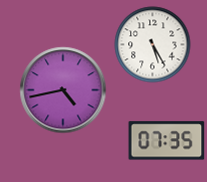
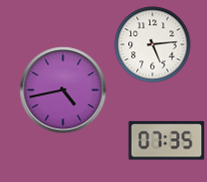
clock at (153, 45): 5:25 -> 5:14
